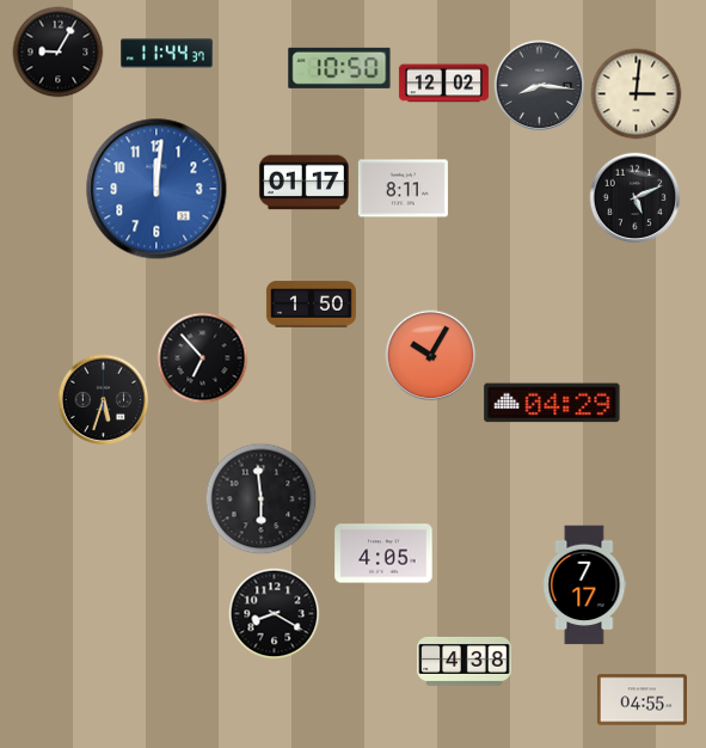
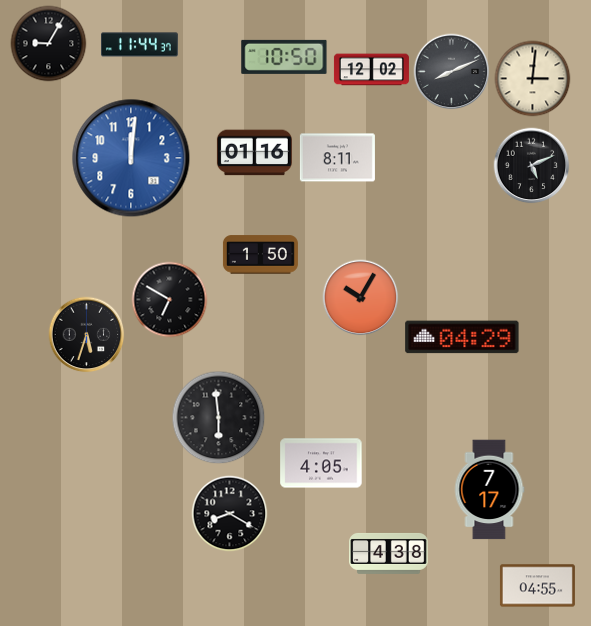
clock at (540, 86): 8:16 -> 8:11
clock at (303, 183): 01:17 -> 01:16
clock at (203, 358): 6:53 -> 6:50
